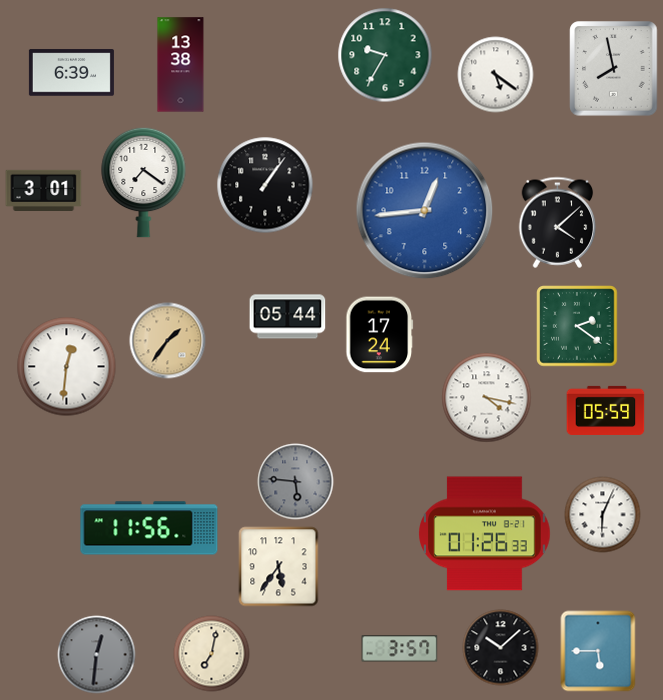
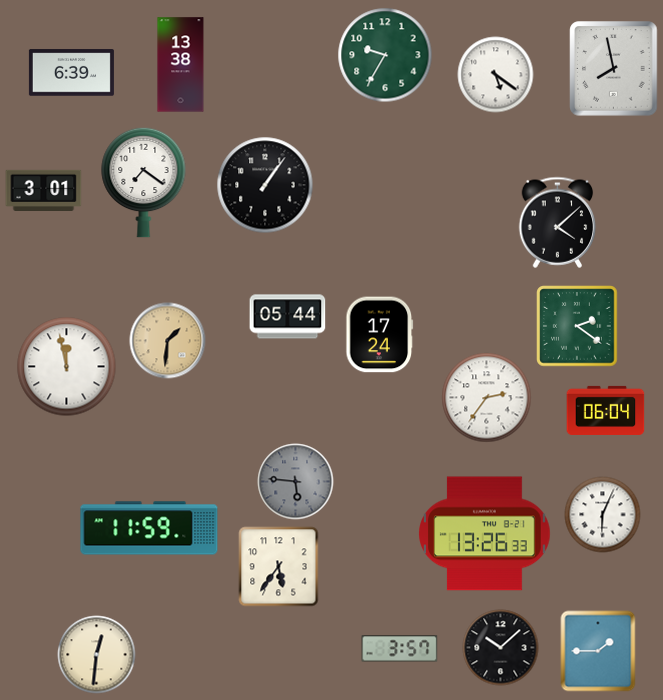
clock at (425, 211): 12:44 -> none
clock at (168, 341): 1:36 -> 1:31
clock at (67, 367): 12:31 -> 11:58
clock at (487, 398): 4:17 -> 2:36
clock at (606, 410): 05:59 -> 06:04
clock at (149, 528): 11:56 -> 11:59
clock at (485, 534): 01:26 -> 13:26
clock at (598, 651): 5:45 -> 1:45
clock at (212, 654): 7:02 -> none
clock at (97, 655) dial: grey -> cream
